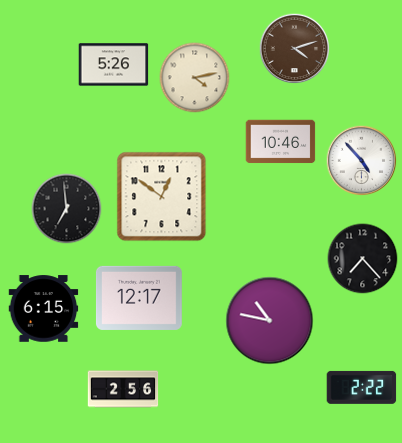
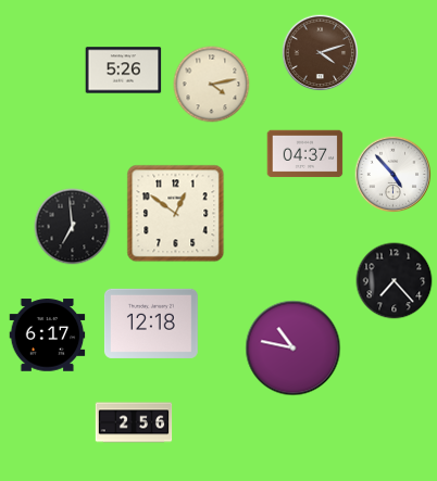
clock at (281, 142): 10:46 -> 04:37
clock at (139, 298): 12:17 -> 12:18
clock at (44, 309): 6:15 -> 6:17
clock at (362, 387): 2:22 -> none
